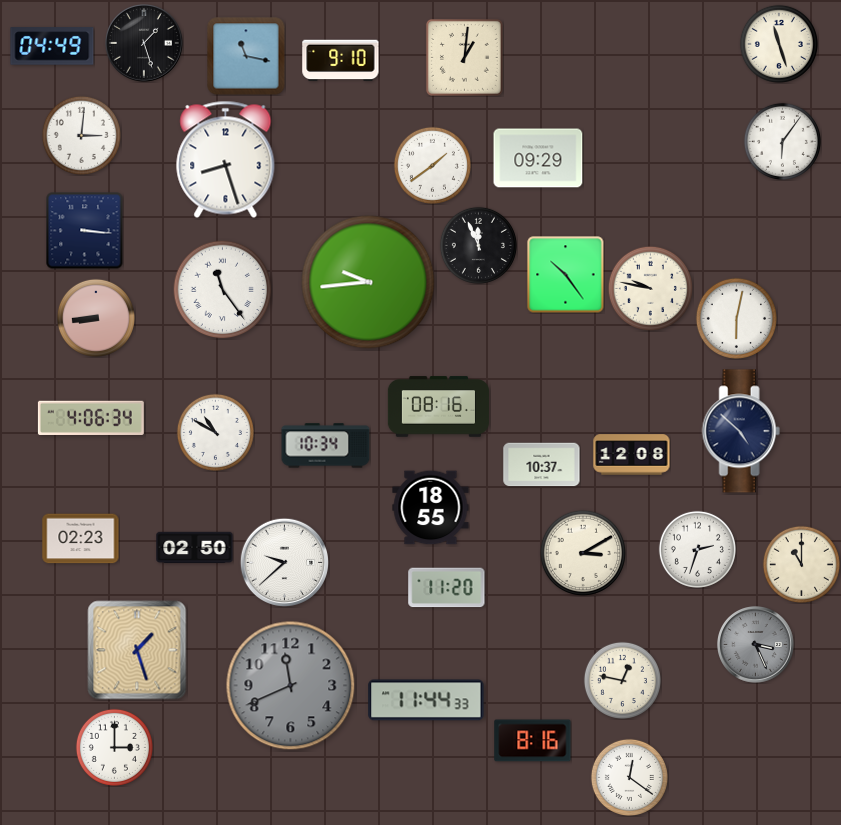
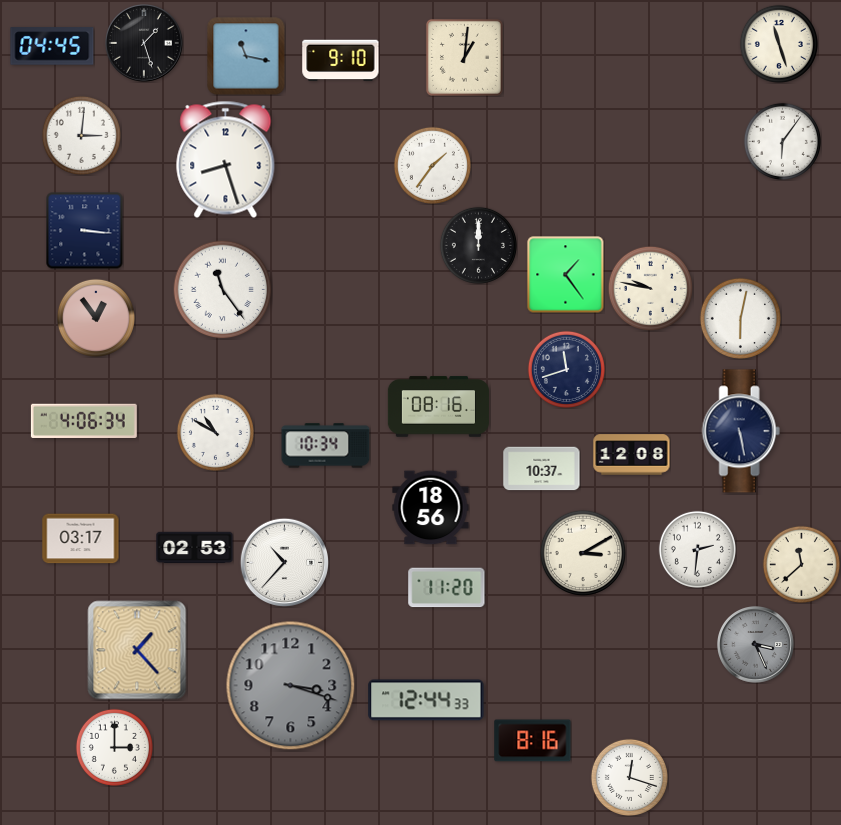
clock at (52, 46): 04:49 -> 04:45
clock at (538, 158): 09:29 -> none
clock at (432, 165): 1:39 -> 1:36
clock at (478, 245): 11:56 -> 12:00
clock at (566, 275): 10:24 -> 1:24
clock at (368, 282): 9:44 -> none
clock at (96, 318): 8:44 -> 12:54
clock at (736, 318) position: (736, 318) -> (740, 318)
clock at (566, 369): none -> 11:42
clock at (91, 417) position: (91, 417) -> (84, 420)
clock at (741, 431): 4:52 -> 5:28
clock at (542, 465) position: (542, 465) -> (542, 469)
clock at (431, 508): 18:55 -> 18:56
clock at (81, 539): 02:23 -> 03:17
clock at (195, 548): 02:50 -> 02:53
clock at (697, 549): 2:33 -> 2:31
clock at (284, 562): 9:38 -> 10:37
clock at (801, 564): 11:00 -> 11:38
clock at (137, 650): 1:27 -> 1:23
clock at (622, 680): 12:47 -> none
clock at (291, 686): 11:41 -> 3:18
clock at (426, 700): 11:44 -> 12:44
clock at (629, 777): 12:21 -> 12:18
